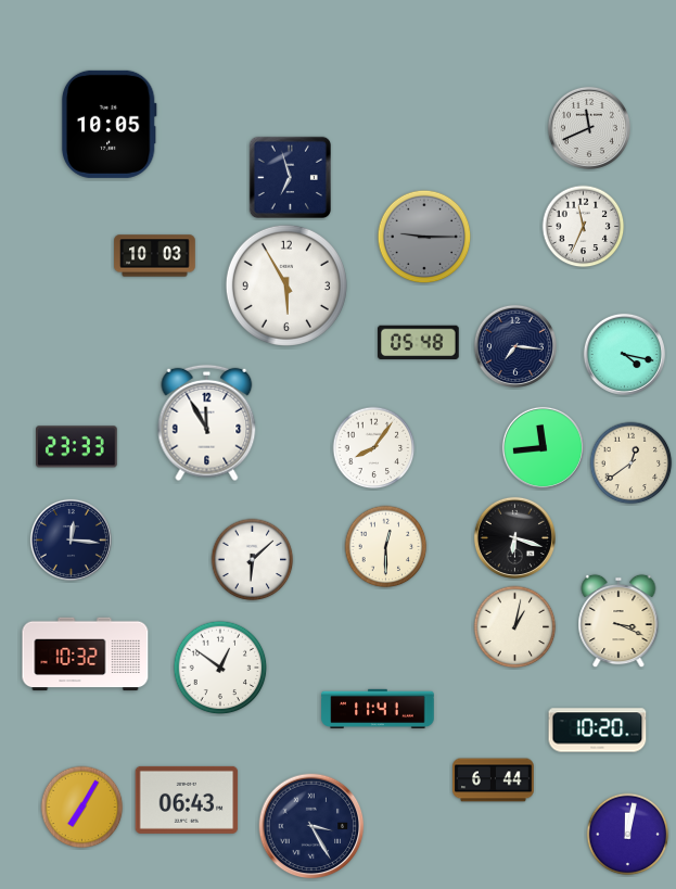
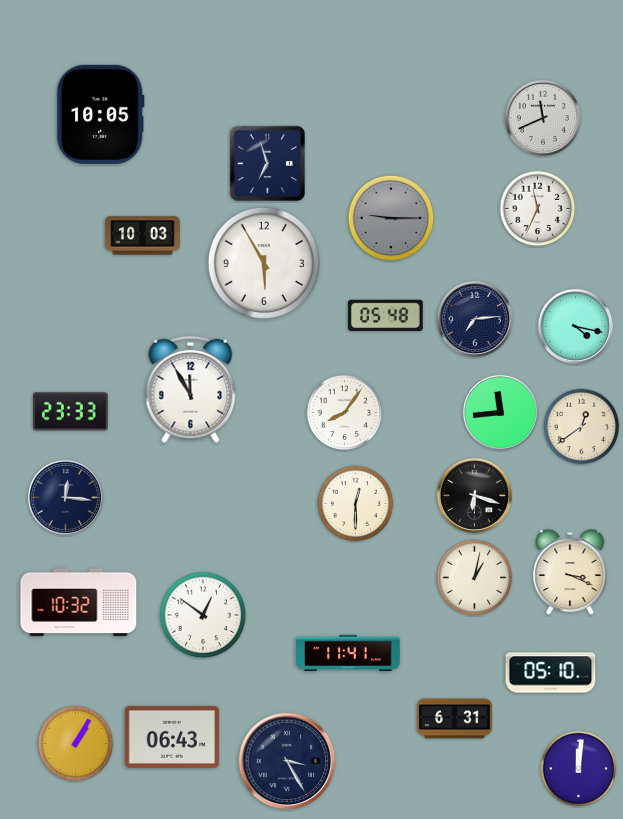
clock at (515, 346): 7:16 -> 7:14
clock at (253, 560): 6:08 -> none
clock at (598, 731): 10:20 -> 05:10
clock at (494, 780): 6:44 -> 6:31
clock at (82, 808): 7:05 -> 1:05
clock at (628, 835): 12:02 -> 12:01
